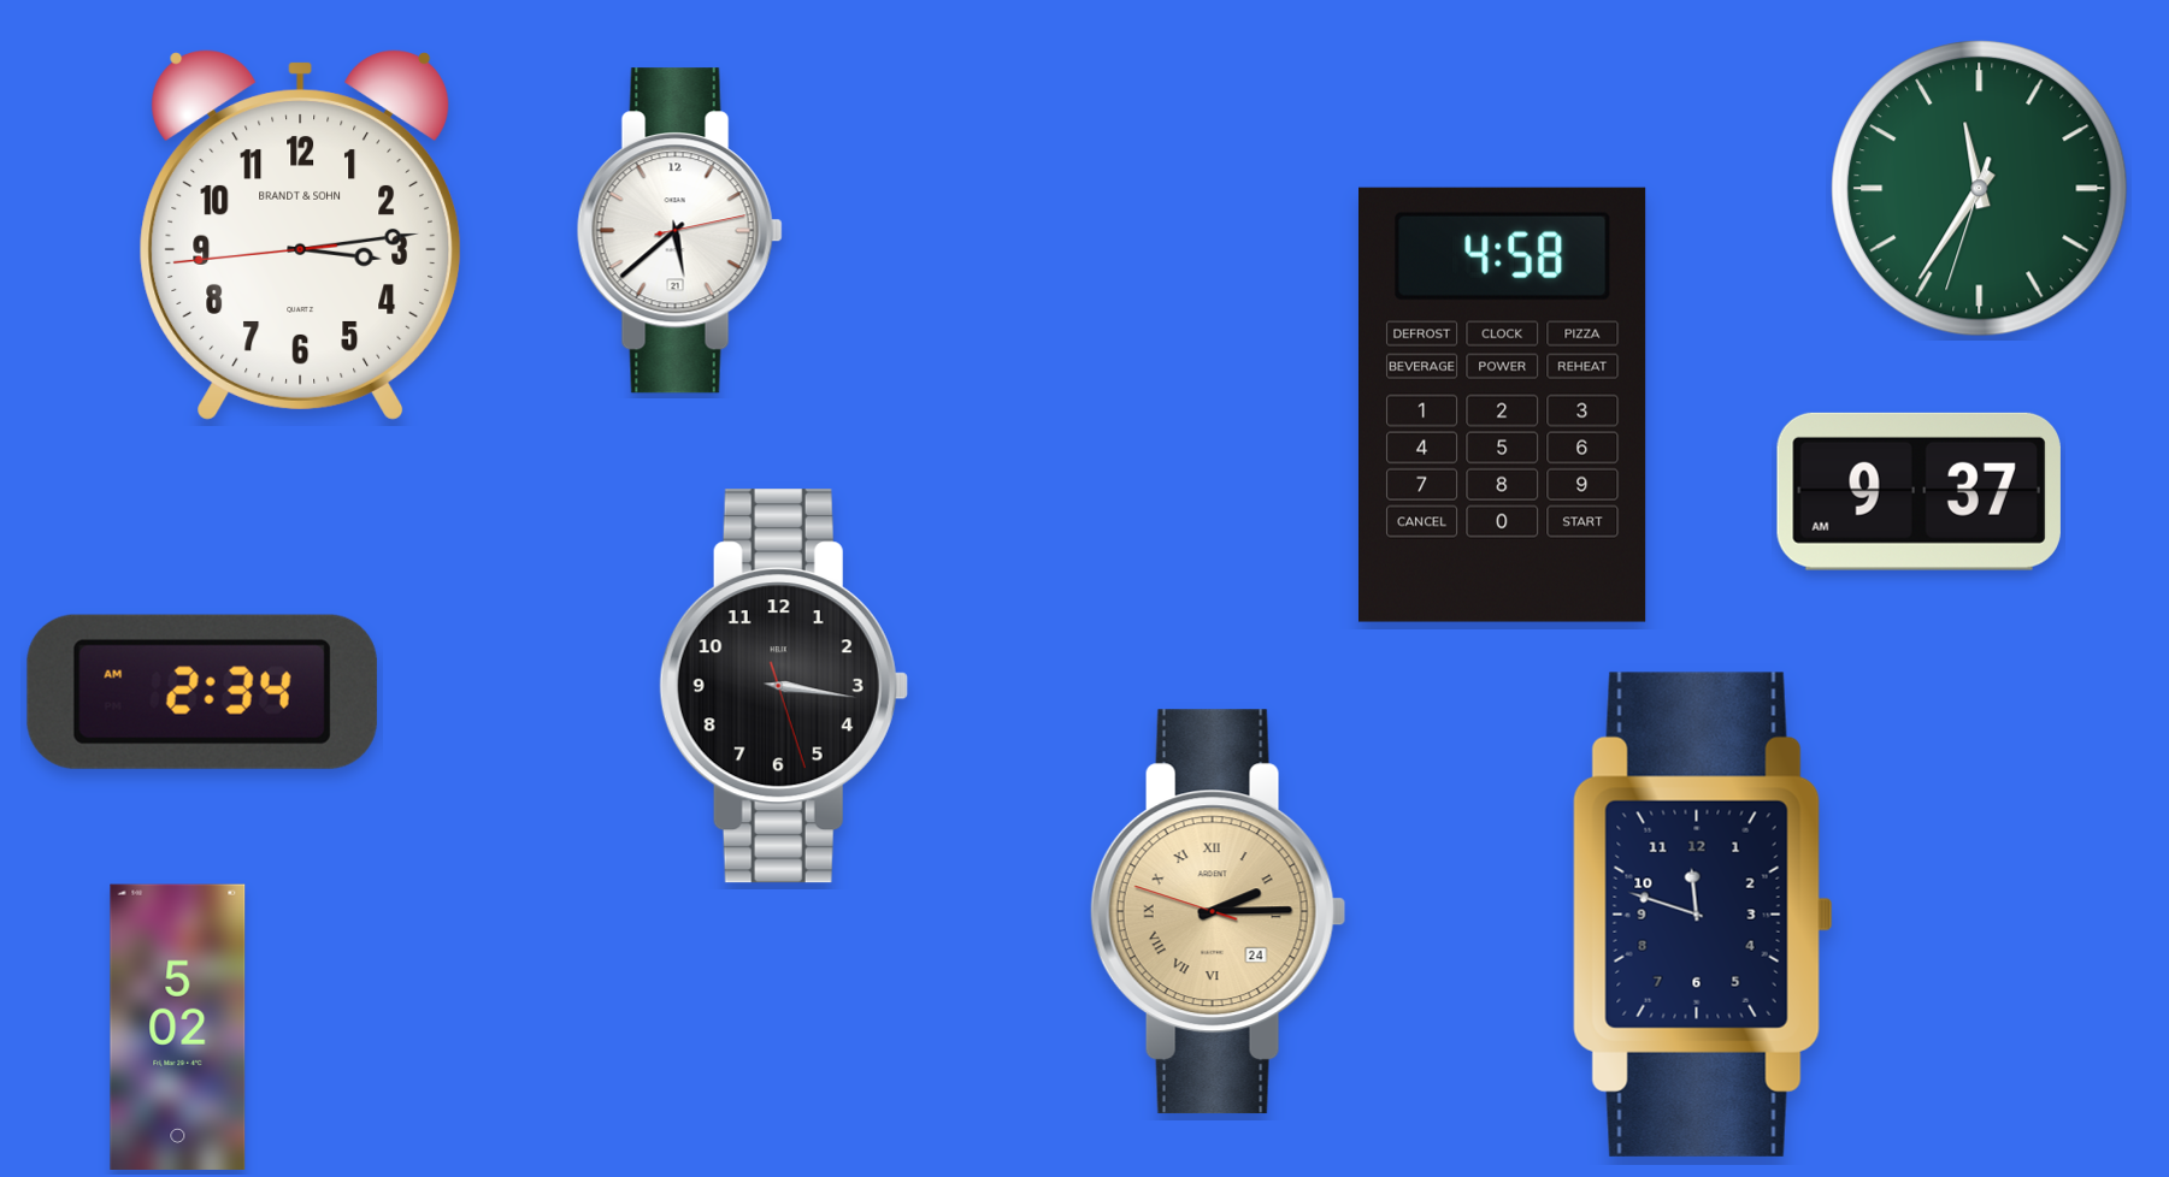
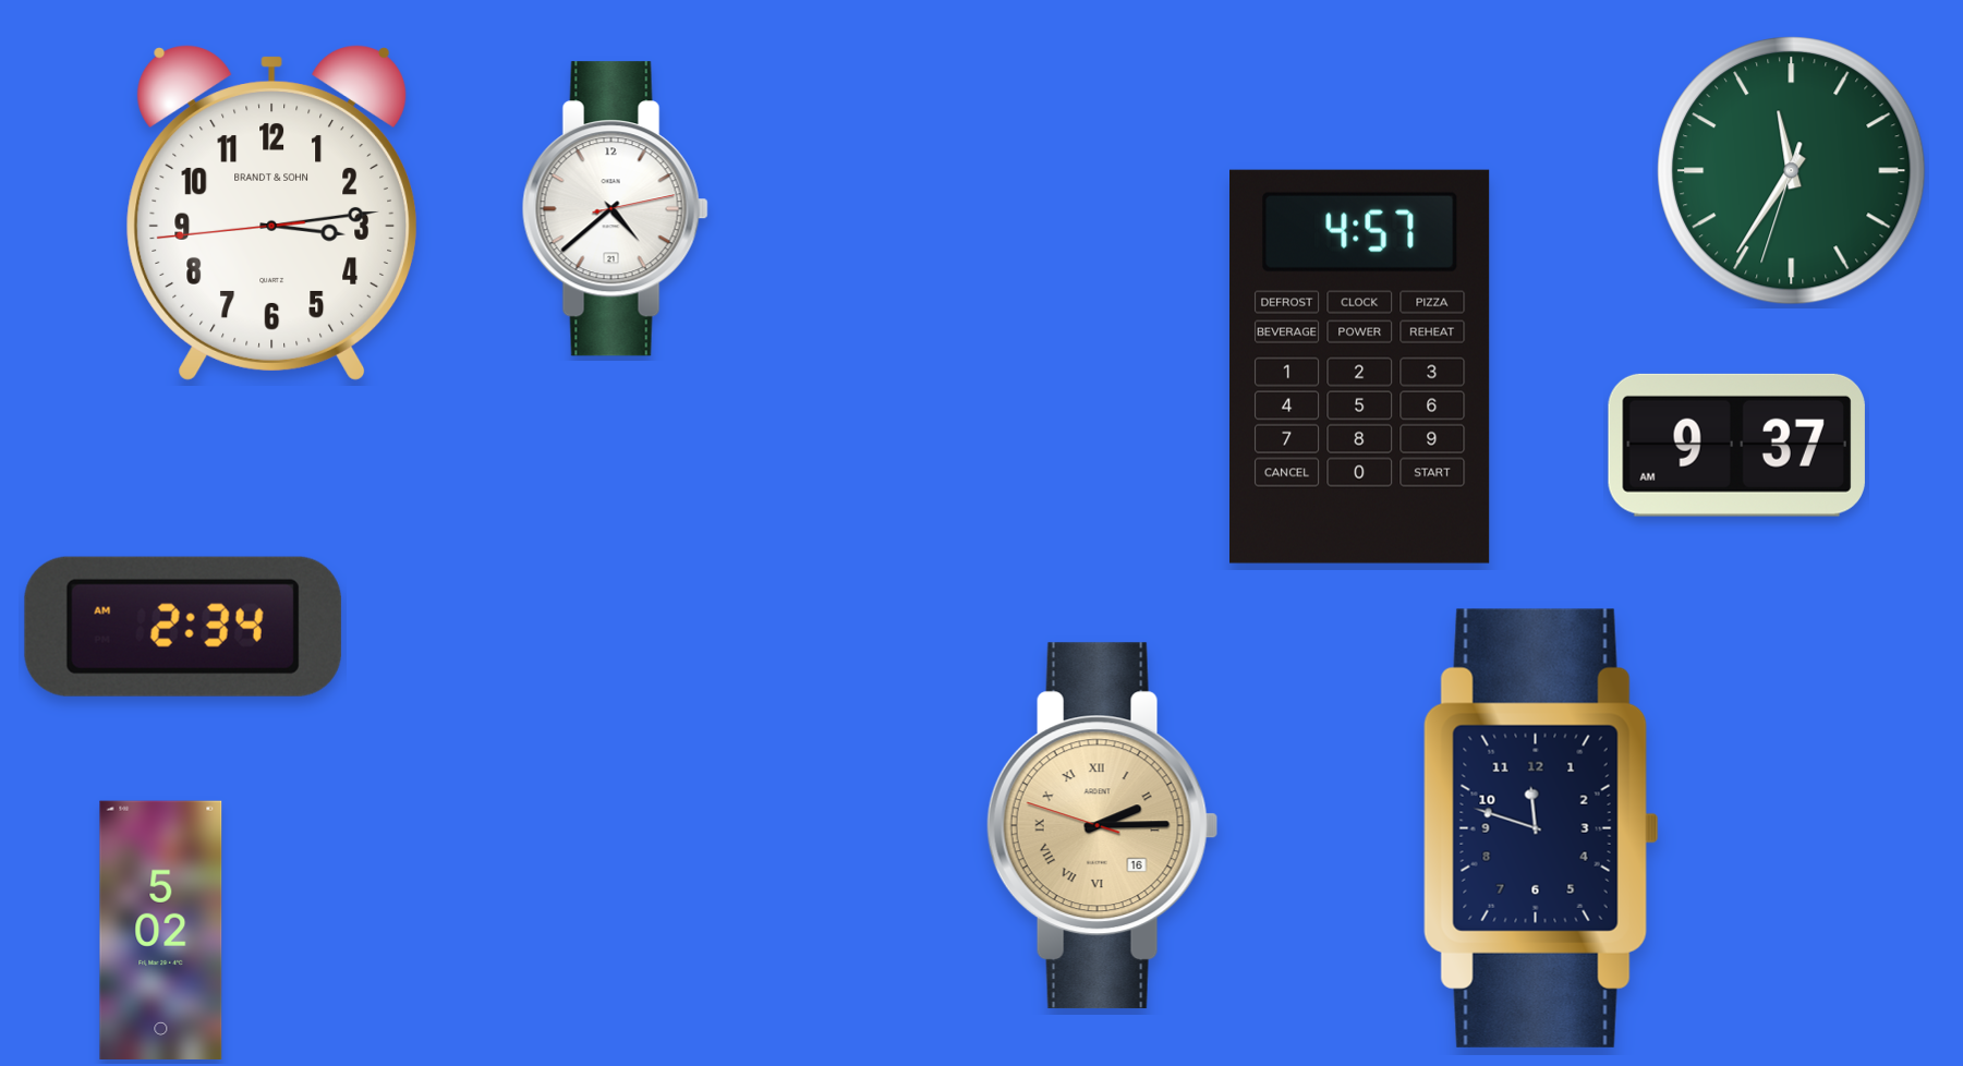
clock at (679, 231): 5:38 -> 4:38
clock at (1503, 404): 4:58 -> 4:57
clock at (784, 686): 3:16 -> none
clock at (1218, 912) date: 24 -> 16
